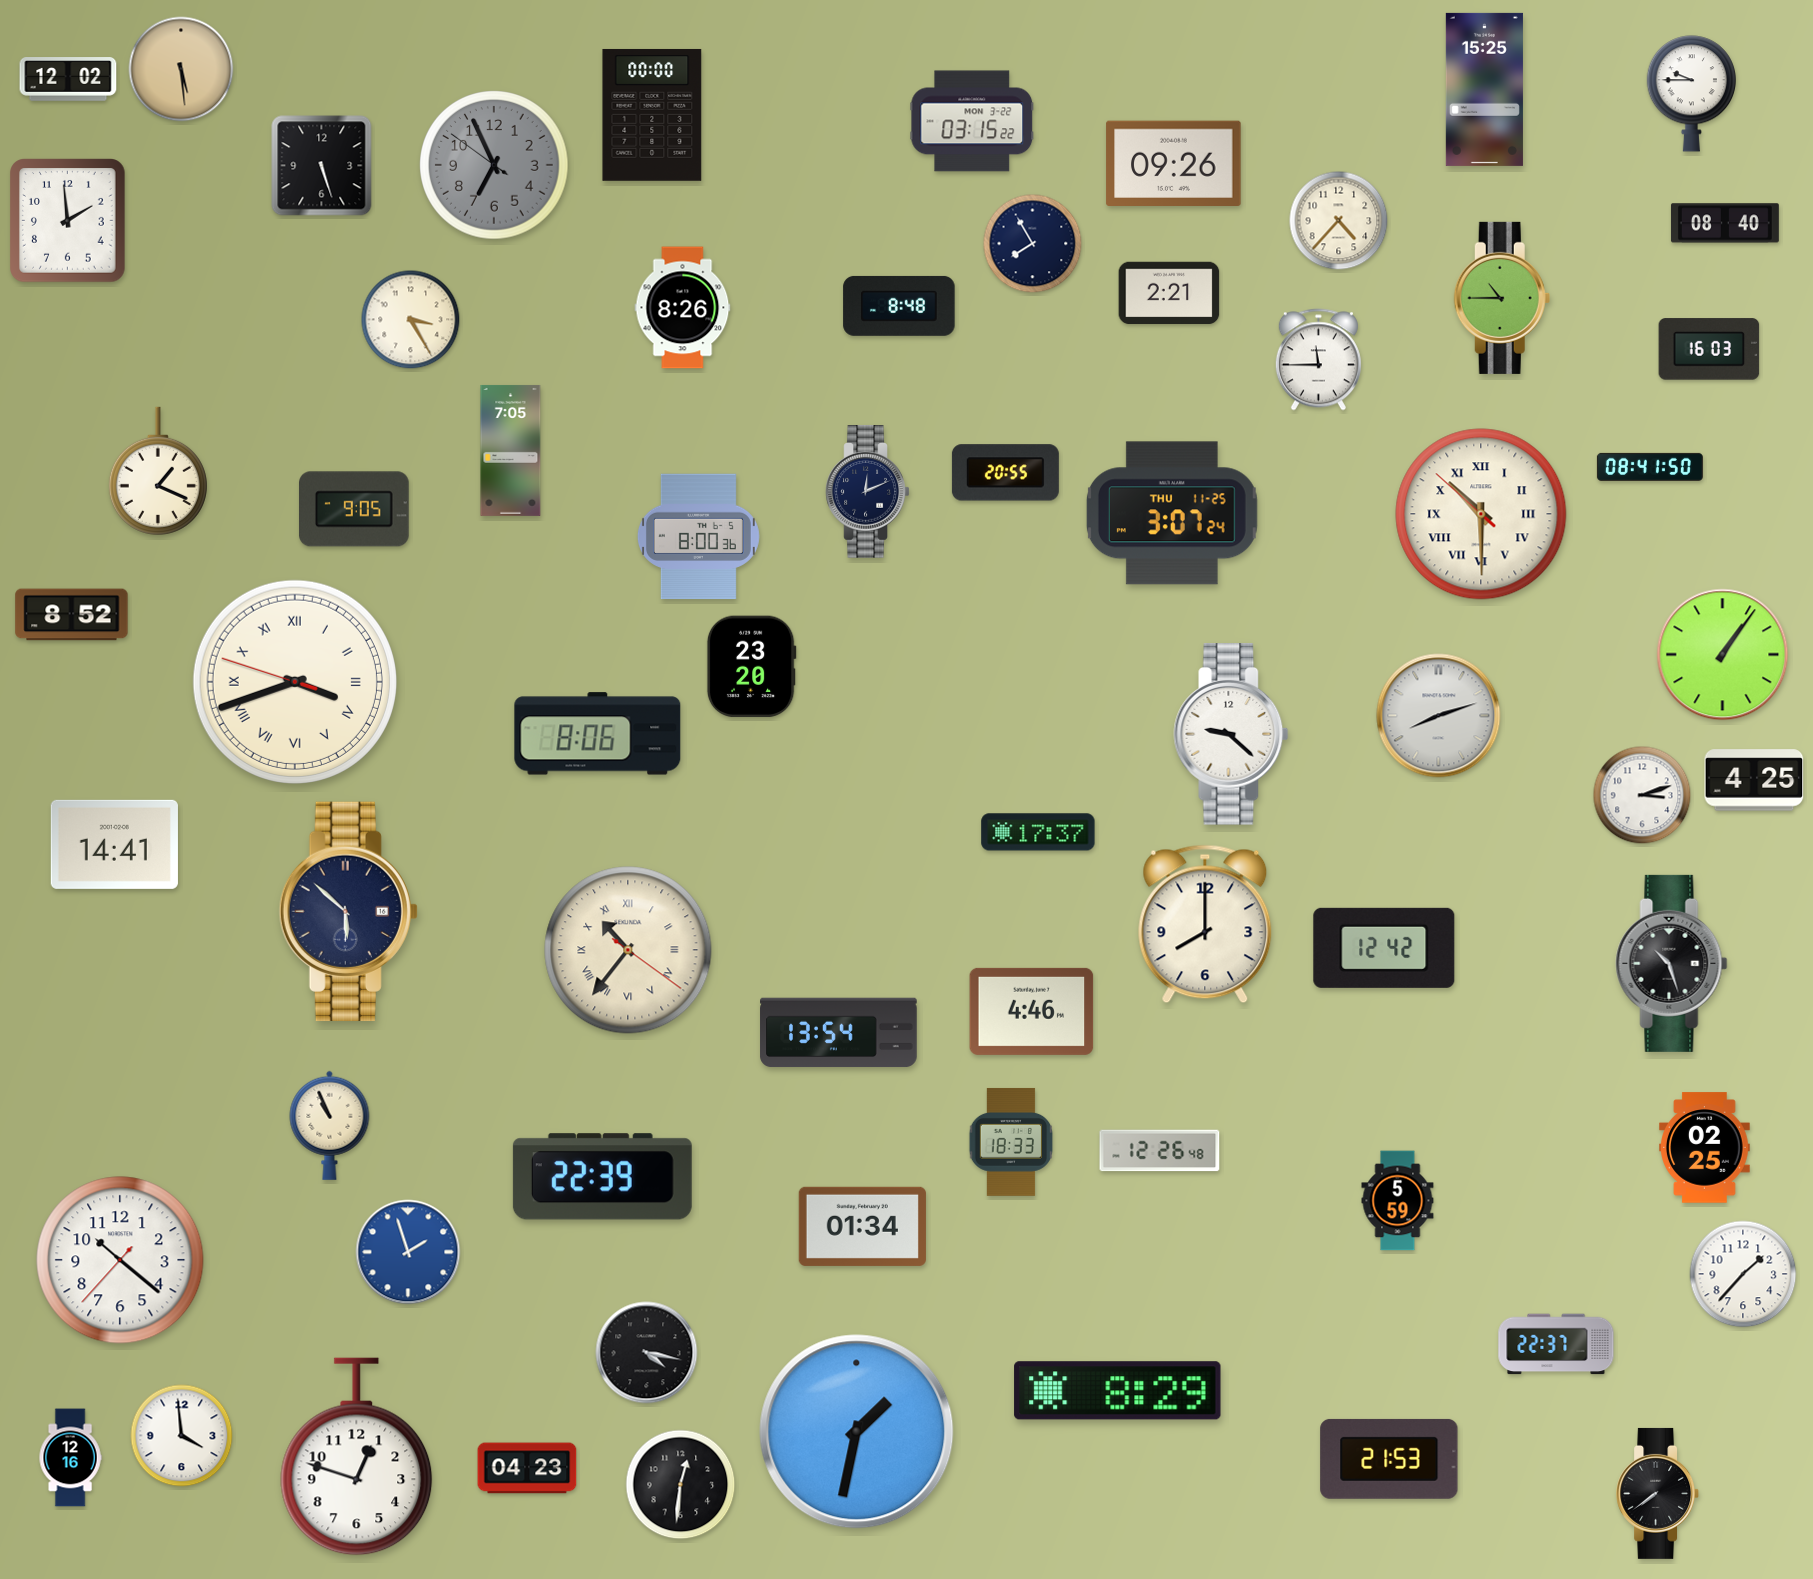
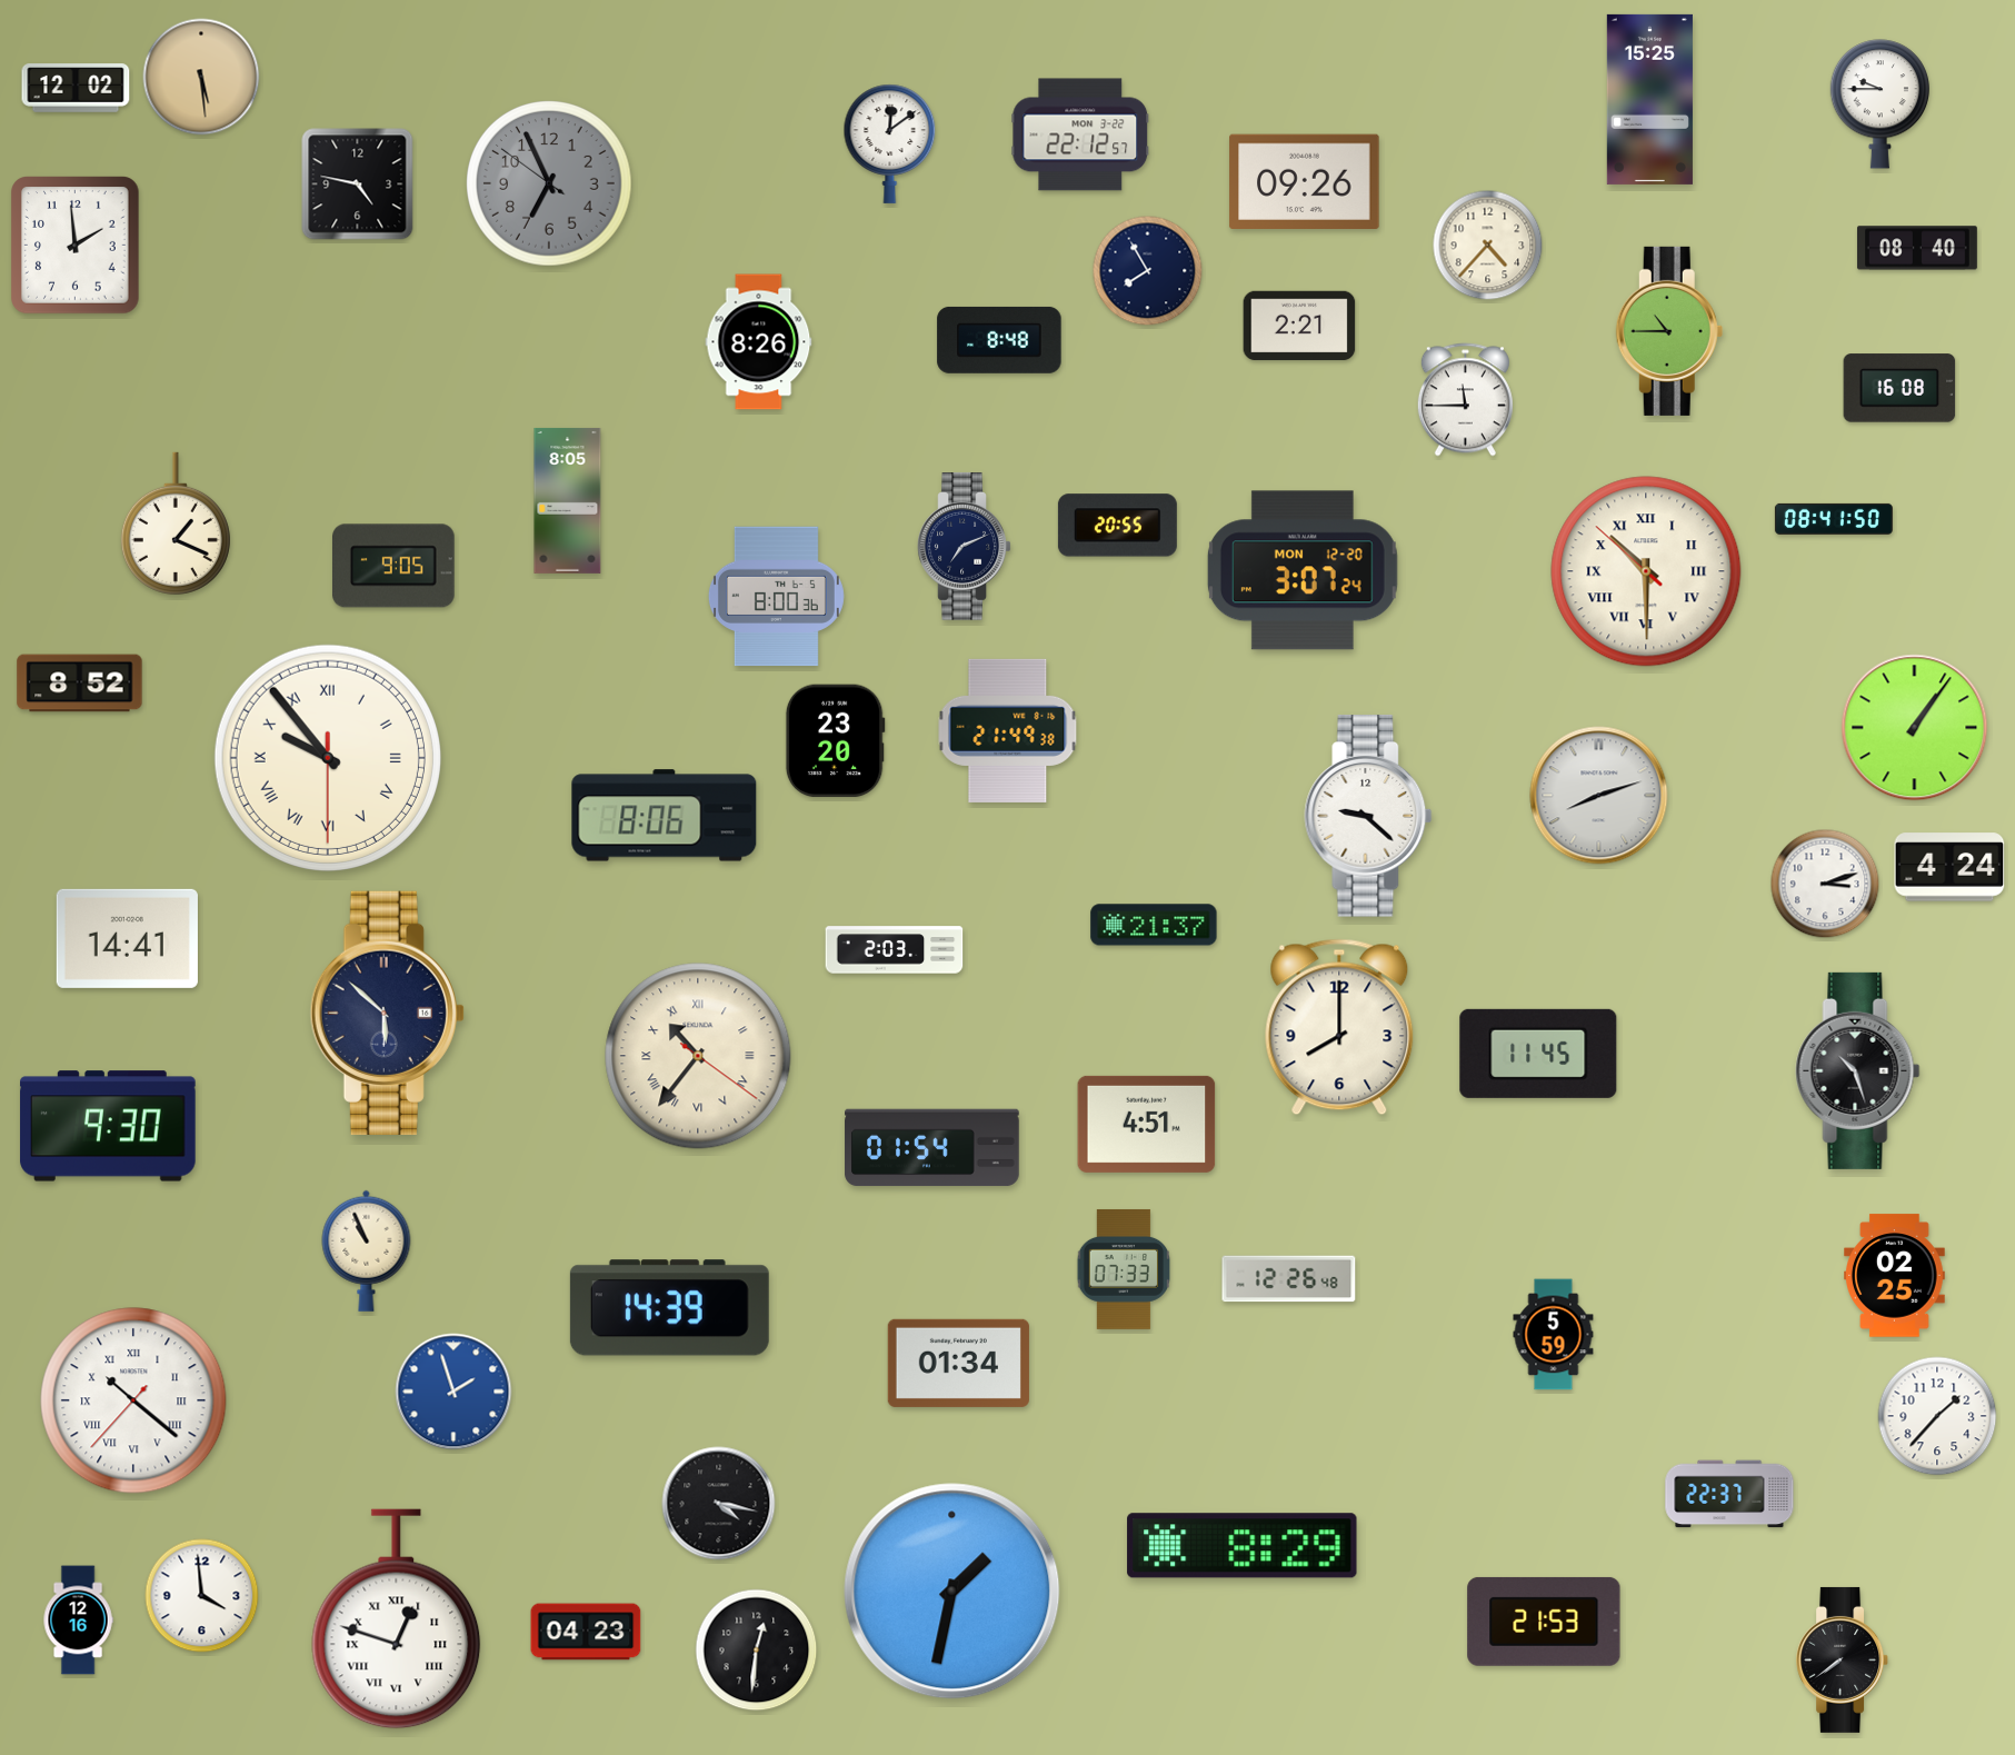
clock at (652, 115): 00:00 -> none
clock at (972, 121): 03:15 -> 22:12
clock at (890, 143): none -> 12:09
clock at (322, 166): 5:27 -> 4:47
clock at (411, 320): 3:25 -> none
clock at (1709, 349): 16:03 -> 16:08
clock at (511, 450): 7:05 -> 8:05
clock at (868, 492): 12:11 -> 7:11
clock at (1172, 513) date: THU 11-25 -> MON 12-20
clock at (1008, 730): none -> 21:49
clock at (295, 682): 3:41 -> 9:53
clock at (1754, 780): 4:25 -> 4:24
clock at (1038, 832): 17:37 -> 21:37
clock at (895, 950): none -> 2:03
clock at (1384, 948): 12:42 -> 11:45
clock at (1032, 1011): 4:46 -> 4:51
clock at (108, 1126): none -> 9:30
clock at (839, 1033): 13:54 -> 01:54
clock at (1011, 1142): 18:33 -> 07:33
clock at (602, 1177): 22:39 -> 14:39
clock at (120, 1260) numerals: Arabic -> Roman
clock at (357, 1457) numerals: Arabic -> Roman
